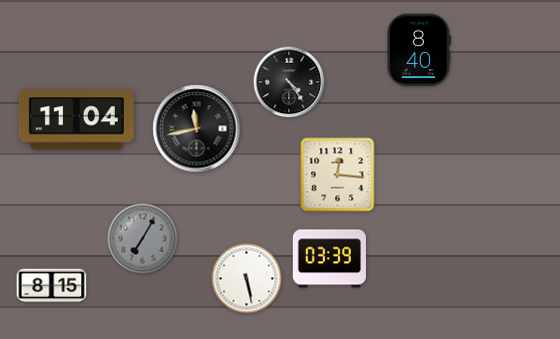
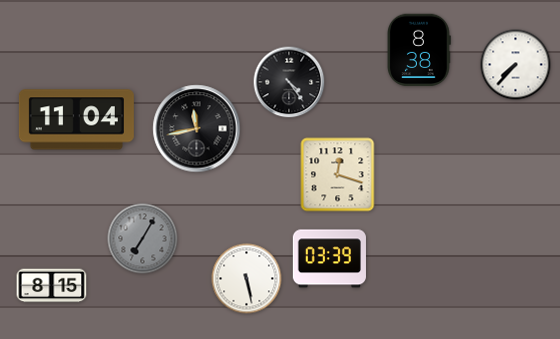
clock at (419, 50): 8:40 -> 8:38
clock at (516, 65): none -> 7:37
clock at (338, 175): 12:16 -> 12:18
